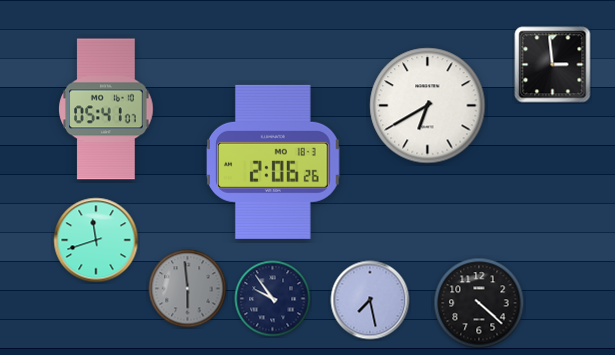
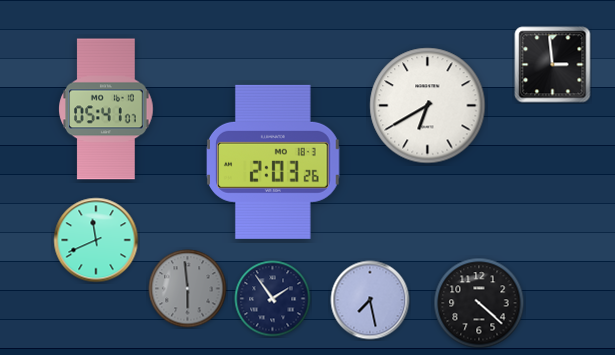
clock at (274, 162): 2:06 -> 2:03
clock at (96, 240): 11:42 -> 11:41
clock at (273, 299): 9:54 -> 1:54
